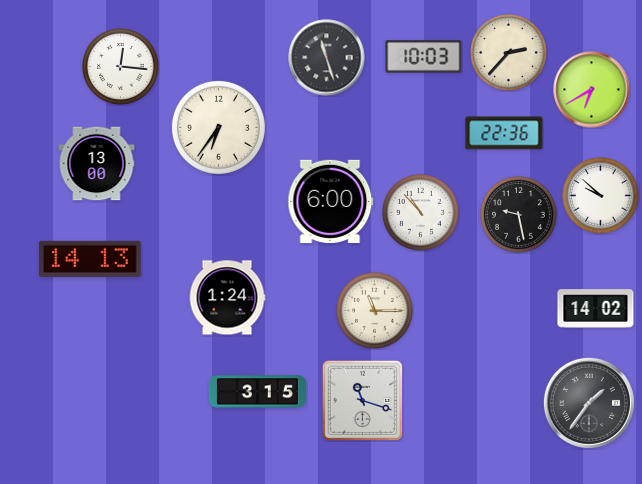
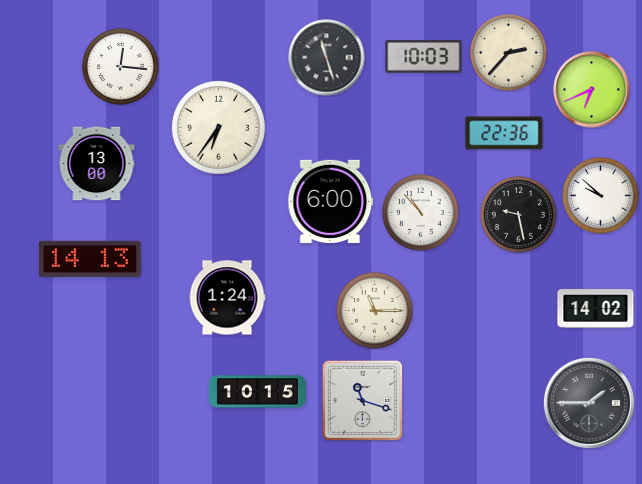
clock at (592, 90): 6:40 -> 6:41
clock at (257, 392): 3:15 -> 10:15
clock at (589, 403): 1:36 -> 1:45
